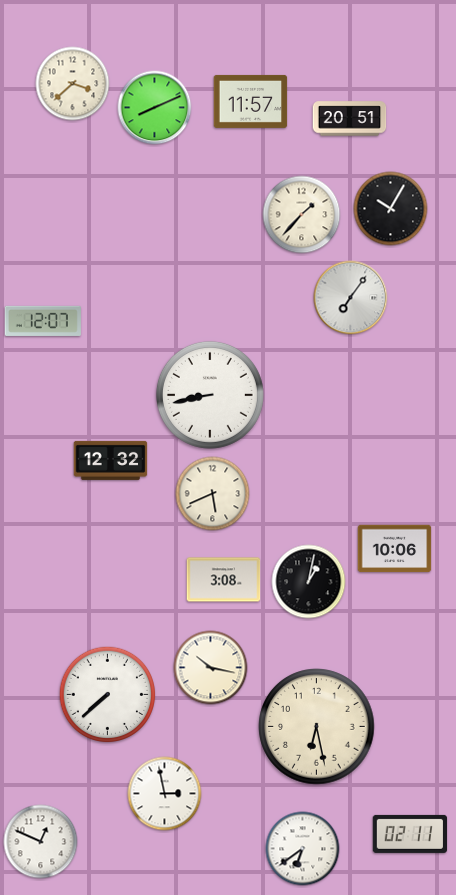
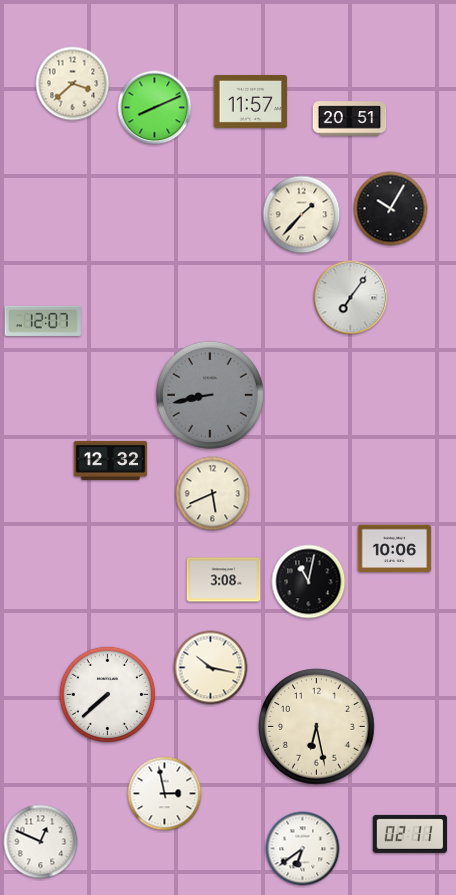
clock at (210, 395) dial: white -> grey
clock at (309, 582): 1:02 -> 11:02
